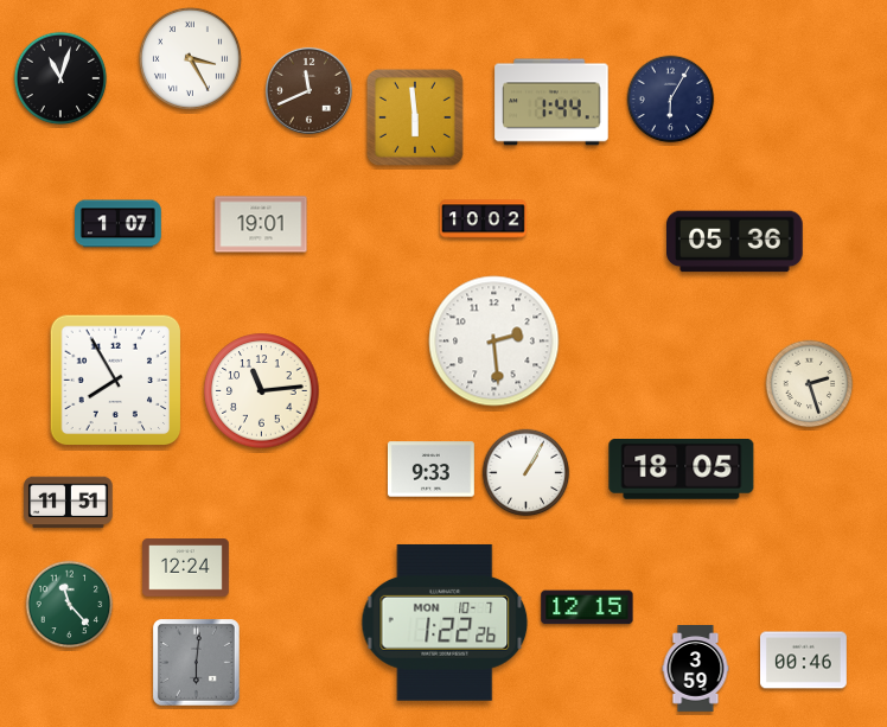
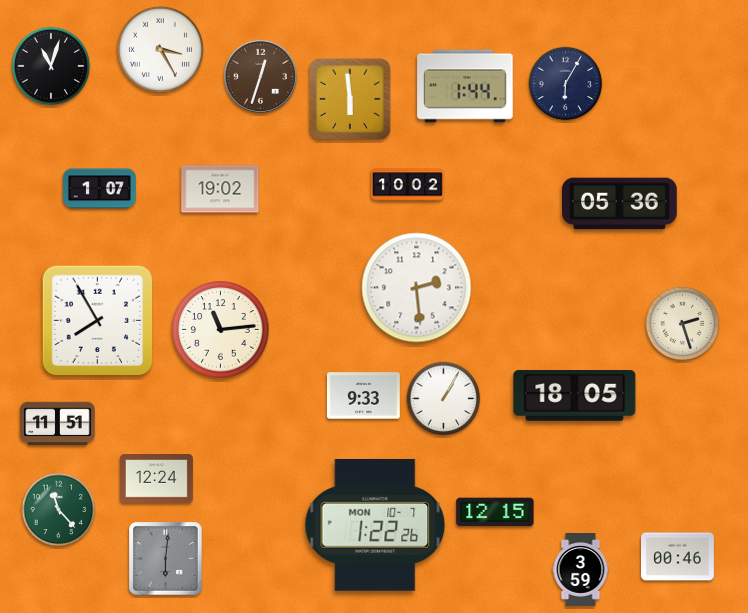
clock at (308, 90): 11:41 -> 12:33
clock at (261, 224): 19:01 -> 19:02
clock at (696, 669) position: (696, 669) -> (581, 570)
